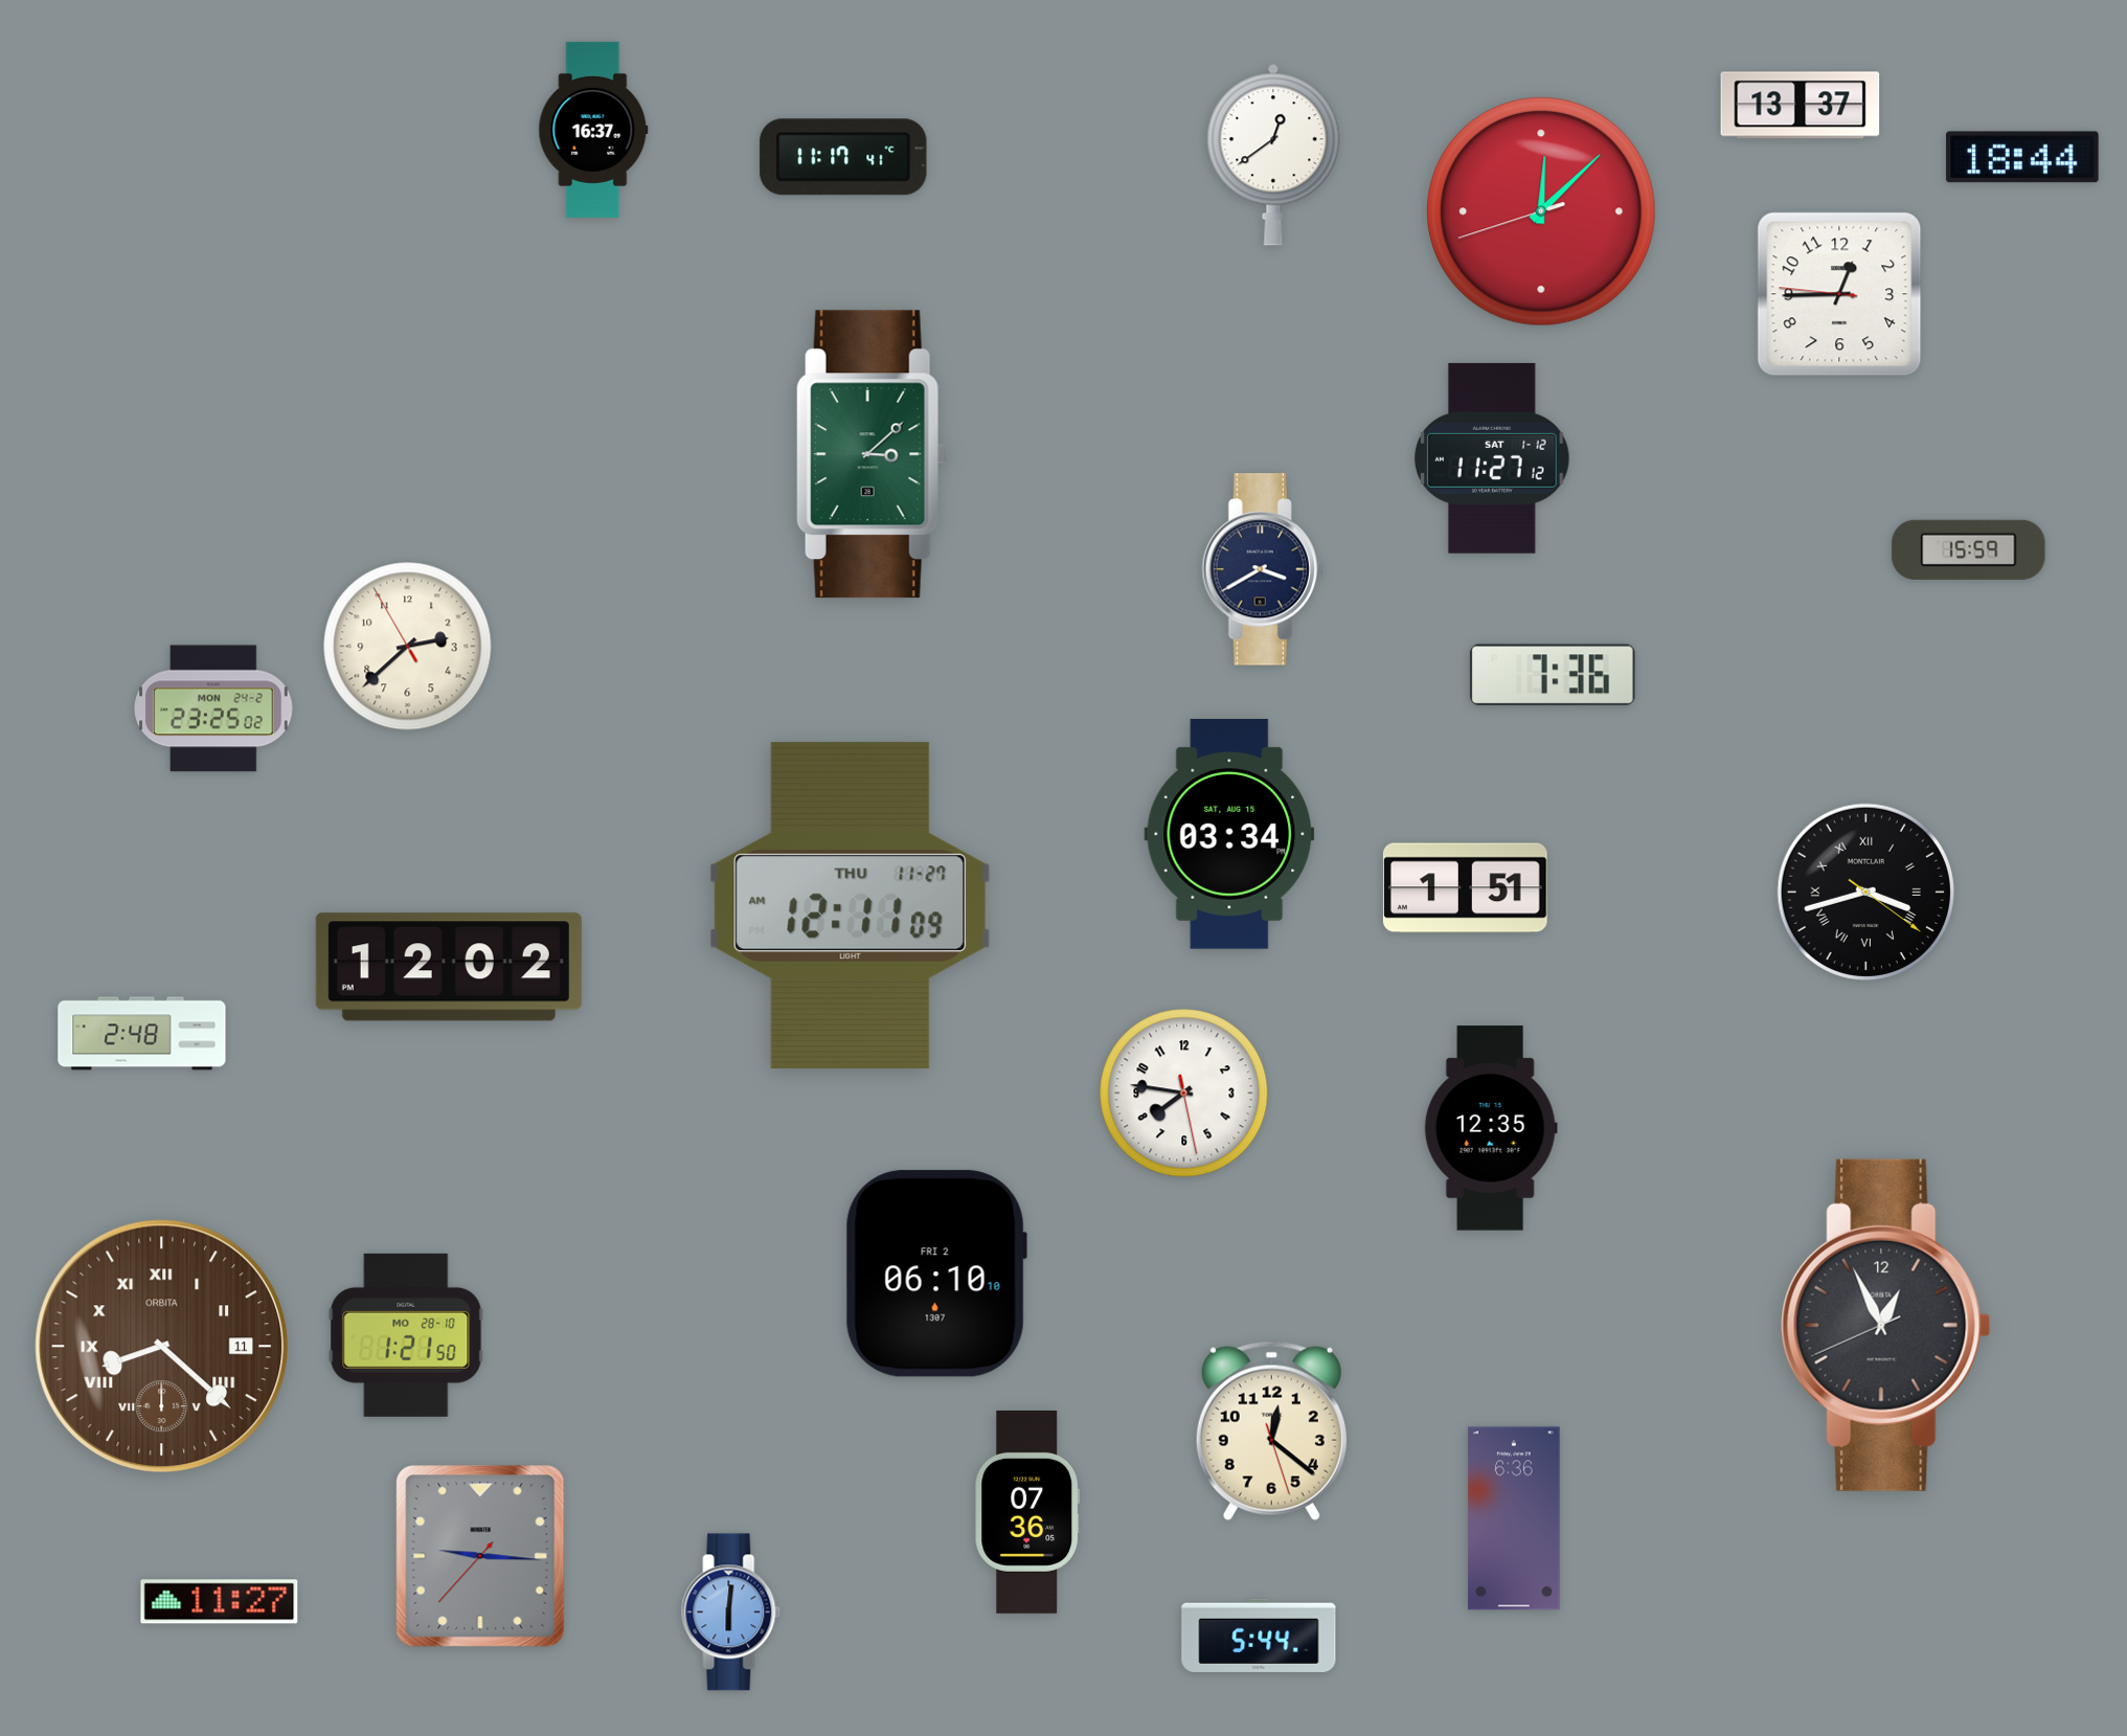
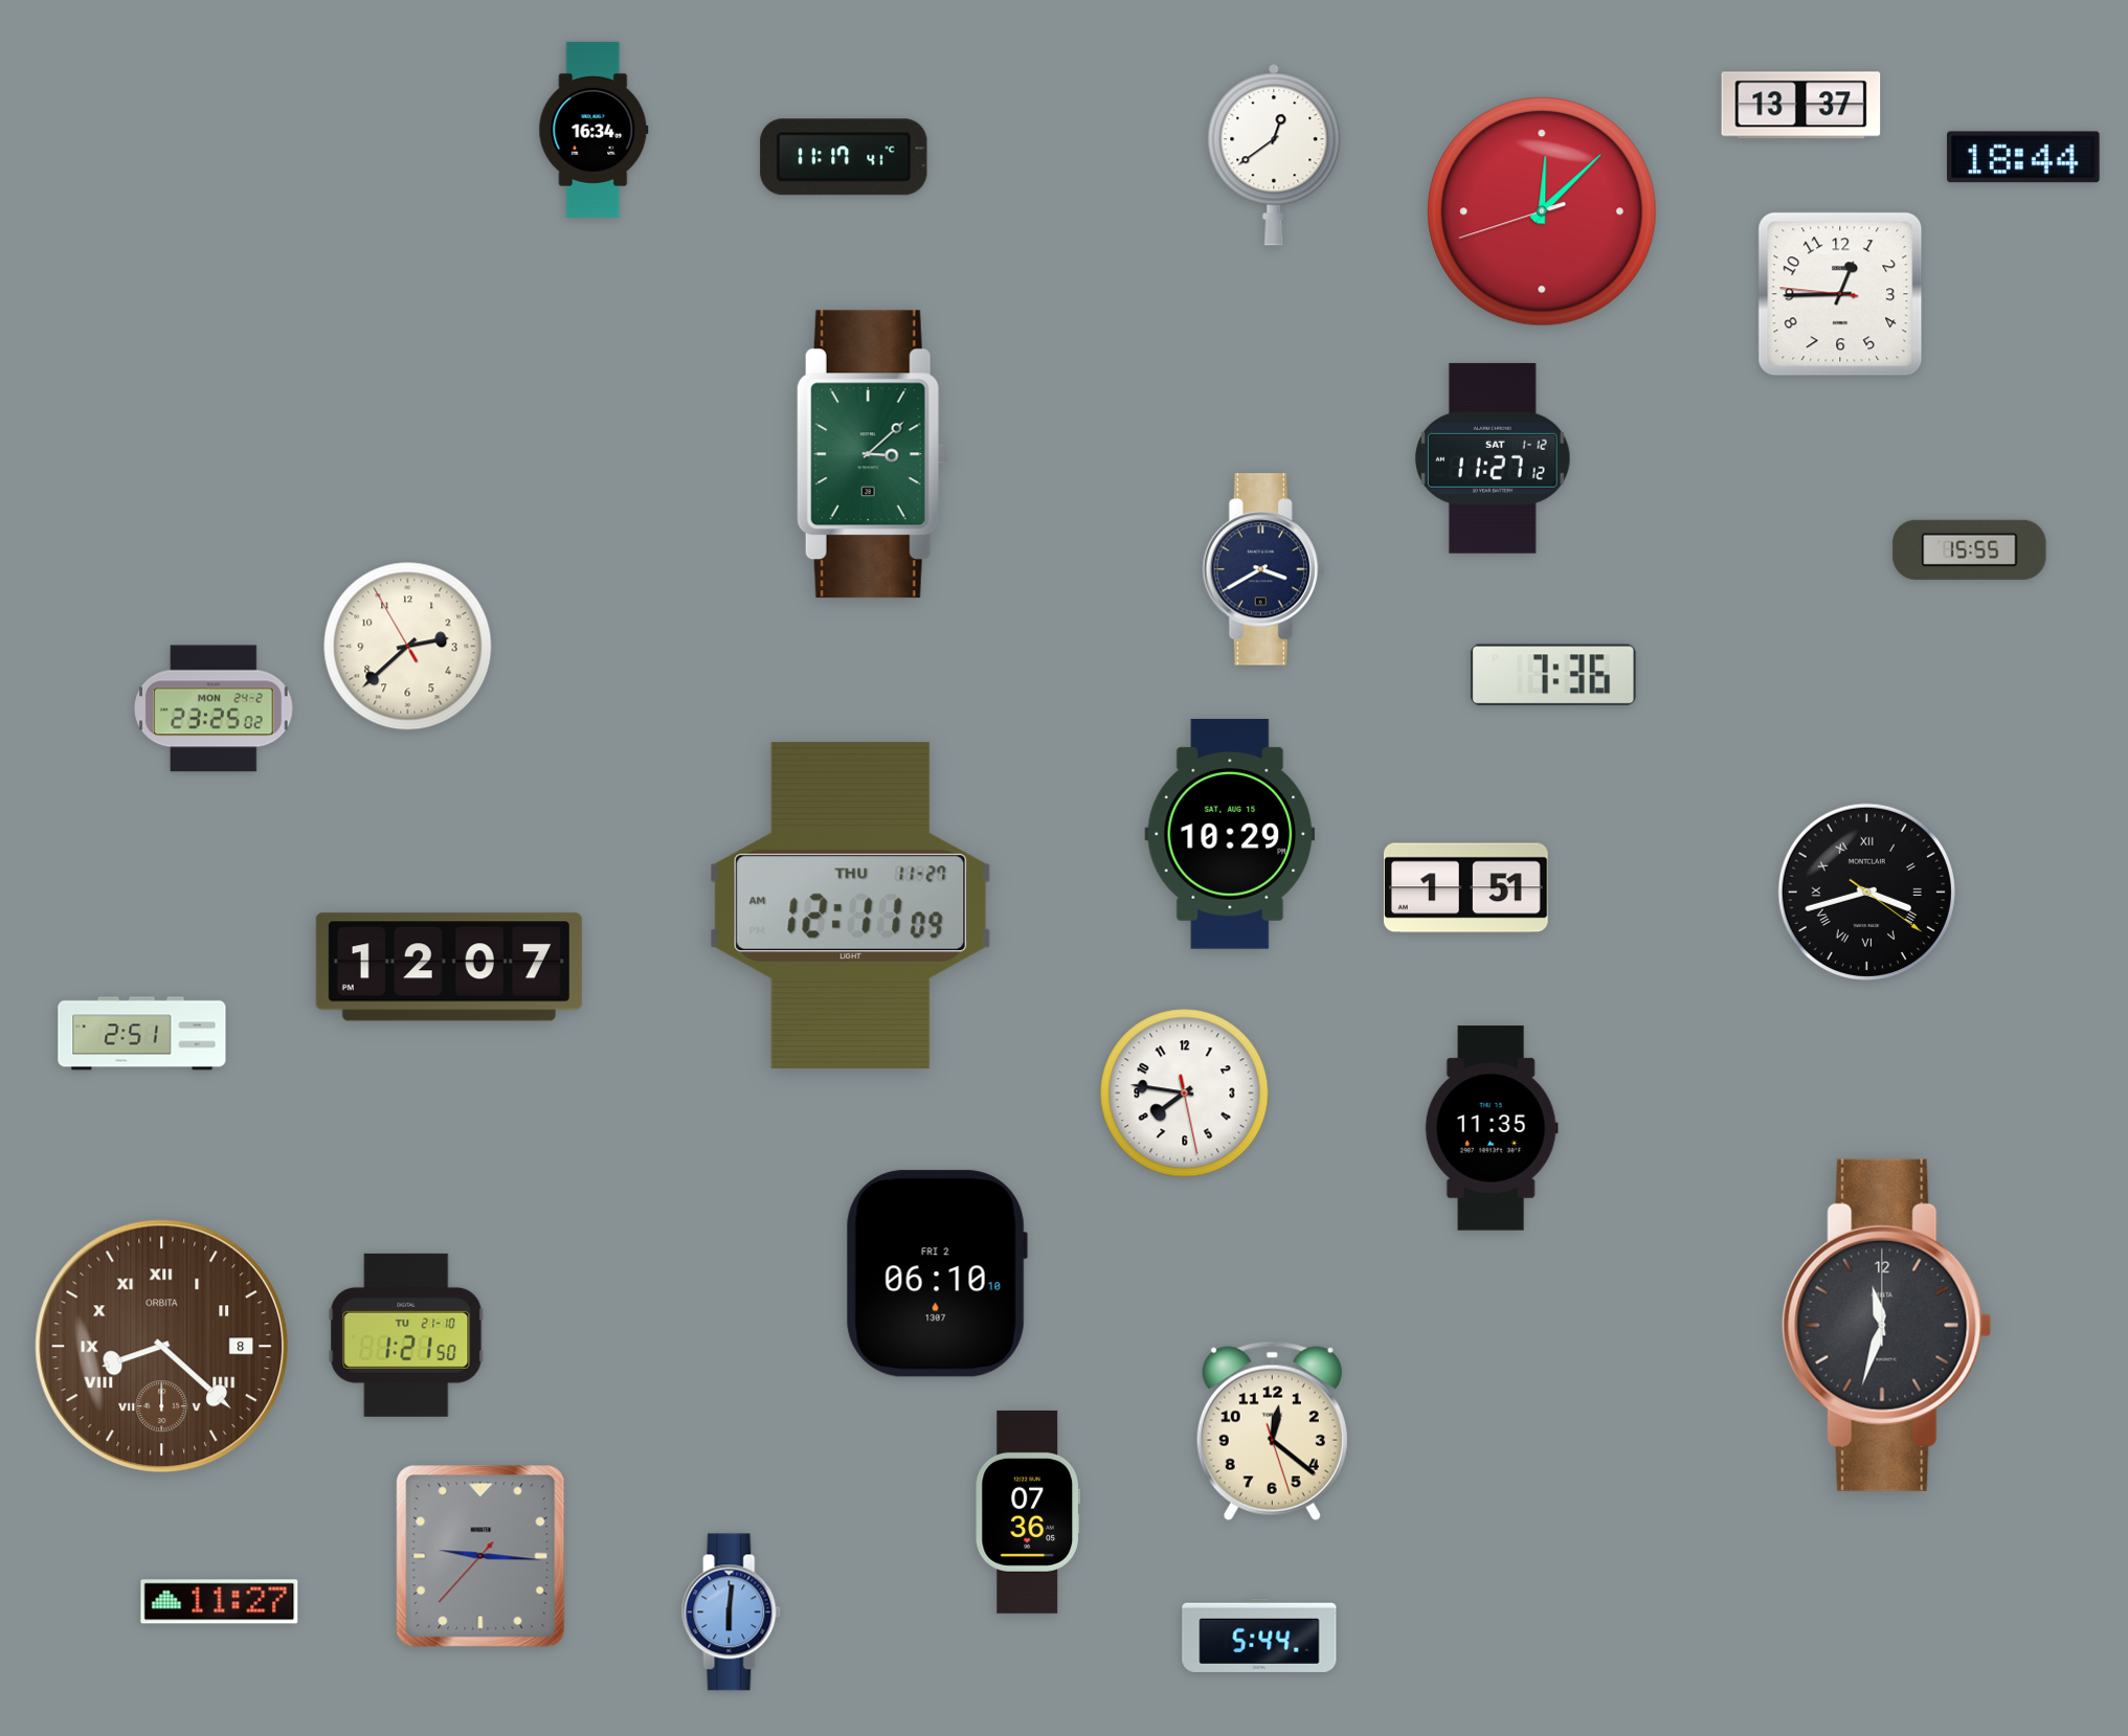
clock at (593, 130): 16:37 -> 16:34
clock at (1969, 549): 15:59 -> 15:55
clock at (1229, 835): 03:34 -> 10:29
clock at (449, 967): 12:02 -> 12:07
clock at (142, 1034): 2:48 -> 2:51
clock at (1491, 1128): 12:35 -> 11:35
clock at (1886, 1325): 12:55 -> 11:33
clock at (406, 1335) date: MO 28-10 -> TU 21-10
clock at (162, 1347) date: 11 -> 8
clock at (1514, 1518): 6:36 -> none
